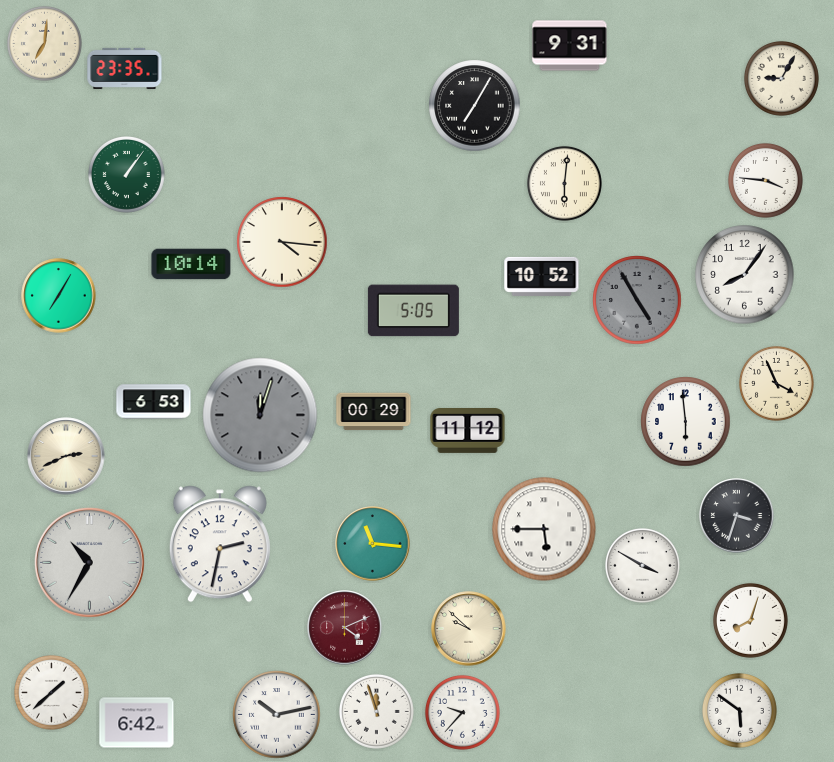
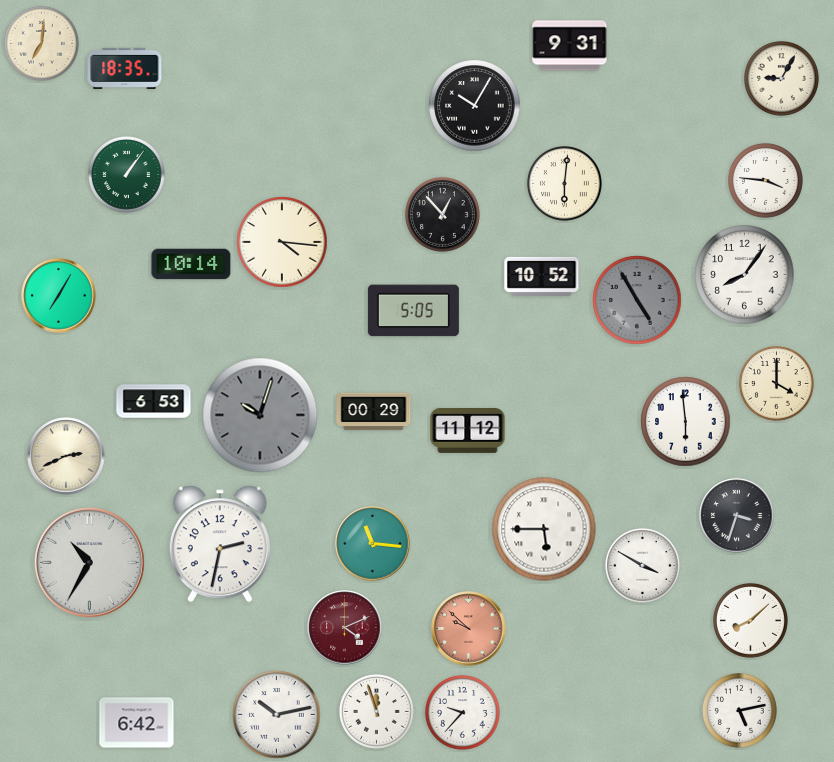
clock at (44, 43) position: (44, 43) -> (41, 43)
clock at (125, 68): 23:35 -> 18:35
clock at (475, 106): 7:05 -> 10:05
clock at (442, 214): none -> 12:53
clock at (776, 383): 3:56 -> 4:00
clock at (260, 415): 12:03 -> 10:03
clock at (750, 620): 8:03 -> 8:08
clock at (469, 629) dial: cream -> salmon
clock at (51, 692): 1:38 -> none
clock at (739, 710): 5:51 -> 5:13
